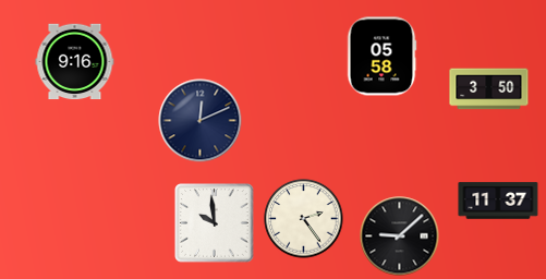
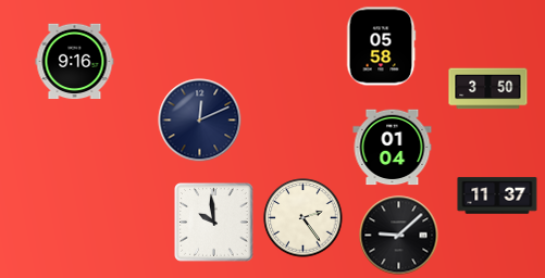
clock at (381, 57) position: (381, 57) -> (381, 47)
clock at (393, 148): none -> 01:04
clock at (498, 201) position: (498, 201) -> (497, 195)
